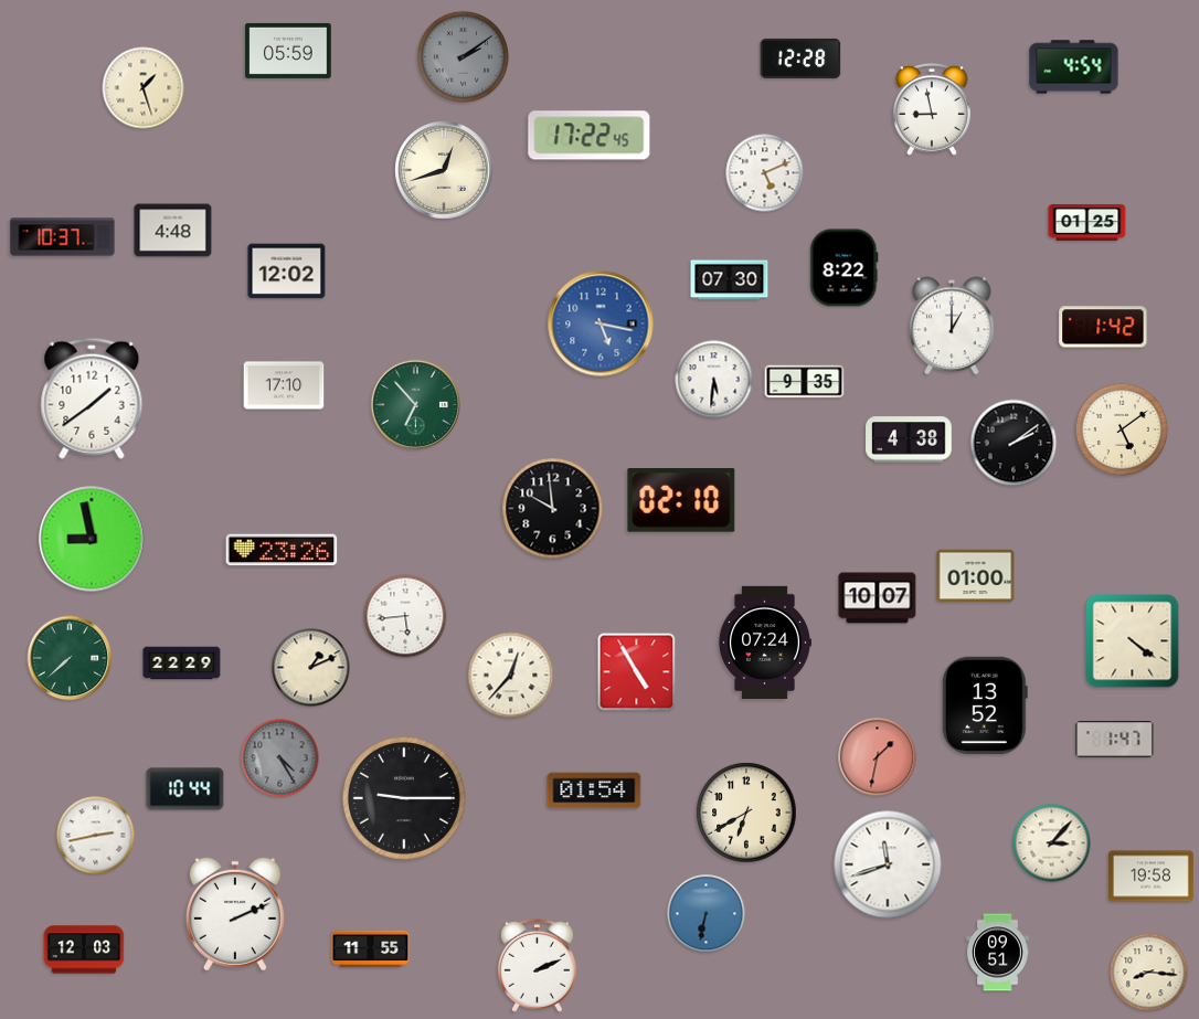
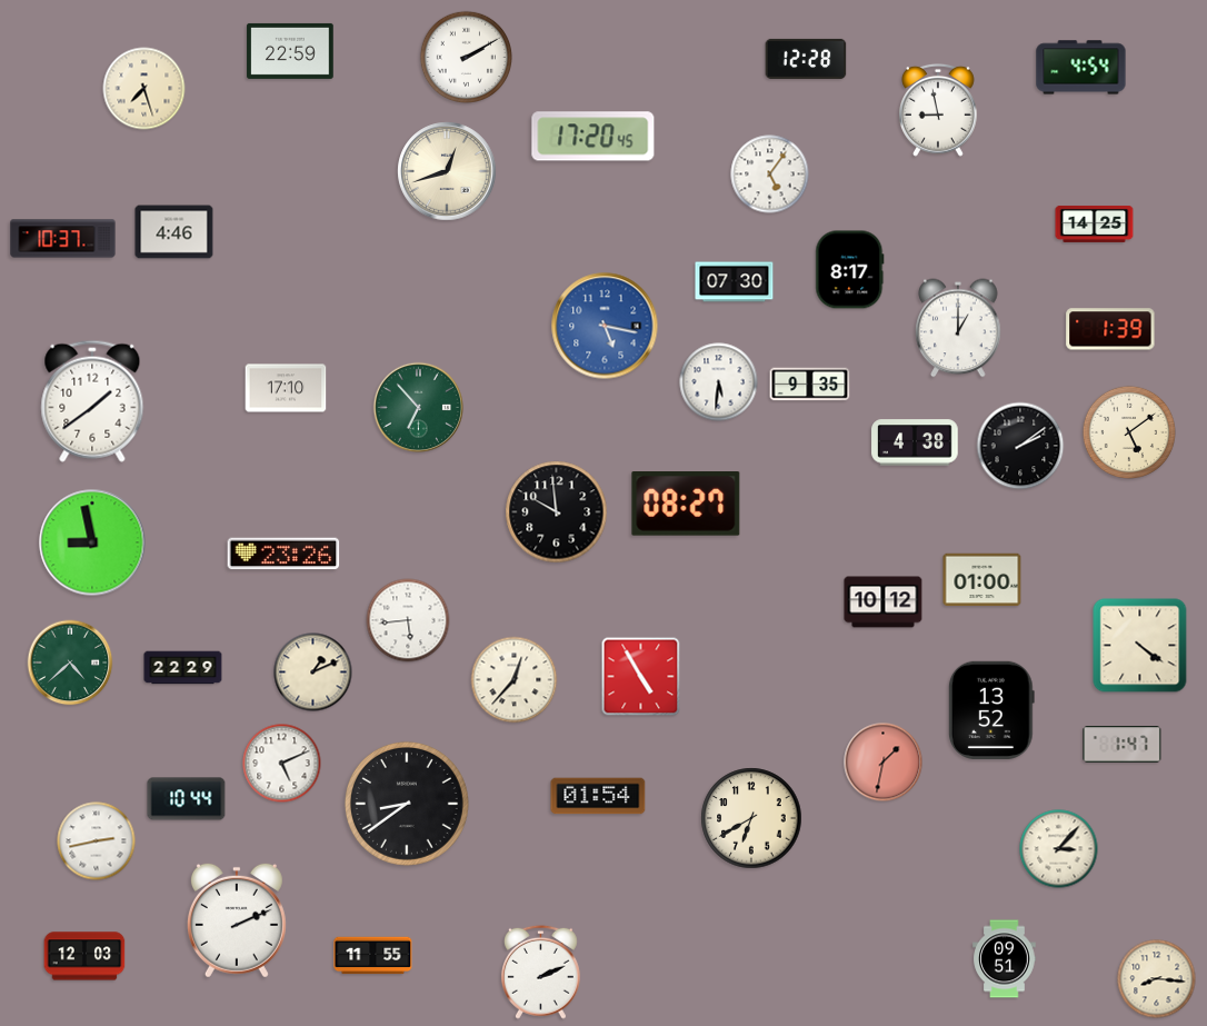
clock at (288, 51): 05:59 -> 22:59
clock at (464, 57): 2:09 -> 2:10
clock at (464, 57) dial: grey -> white
clock at (144, 88): 1:27 -> 7:27
clock at (590, 136): 17:22 -> 17:20
clock at (765, 173): 5:11 -> 5:06
clock at (1087, 222): 01:25 -> 14:25
clock at (173, 231): 4:48 -> 4:46
clock at (845, 268): 8:22 -> 8:17
clock at (287, 272): 12:02 -> none
clock at (1103, 327): 1:42 -> 1:39
clock at (681, 501): 02:10 -> 08:27
clock at (878, 598): 10:07 -> 10:12
clock at (764, 641): 07:24 -> none
clock at (70, 658): 7:38 -> 4:38
clock at (280, 758): 4:25 -> 5:11
clock at (280, 758) dial: grey -> white
clock at (185, 789) position: (185, 789) -> (187, 799)
clock at (404, 798): 9:15 -> 8:39
clock at (888, 864): 11:42 -> none
clock at (1152, 877): 19:58 -> none
clock at (707, 914): 6:32 -> none
